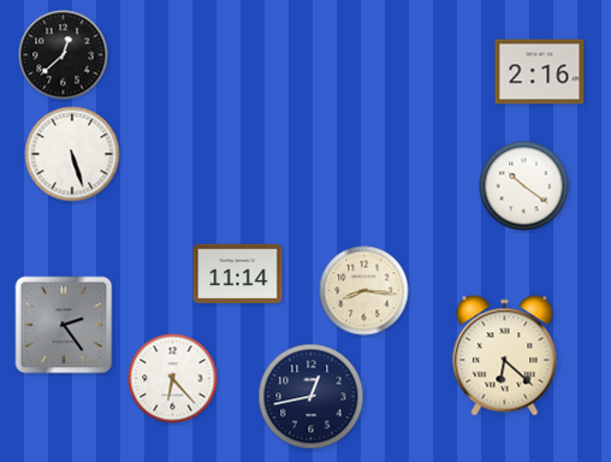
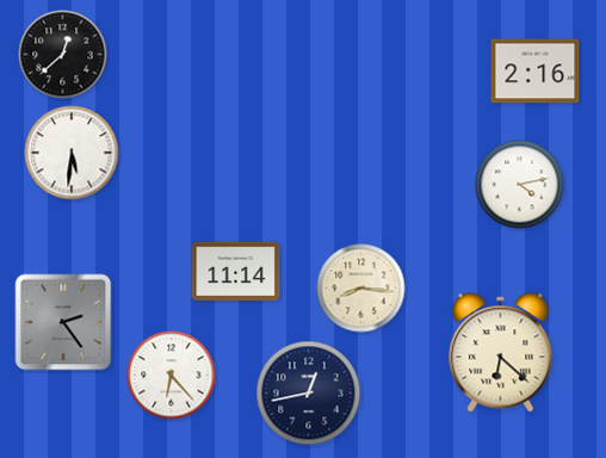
clock at (72, 154): 5:27 -> 5:31
clock at (524, 186): 10:21 -> 4:13
